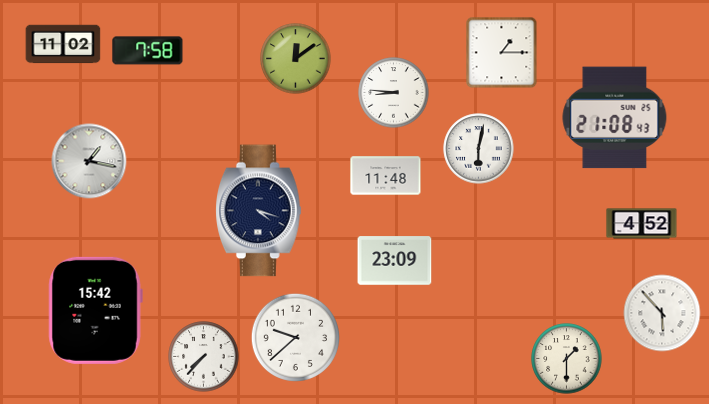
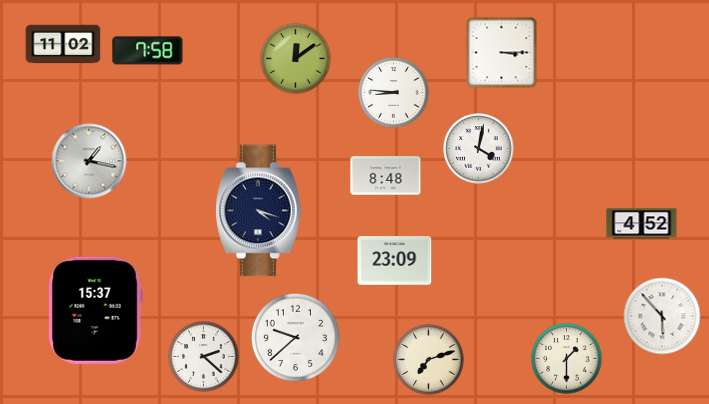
clock at (502, 53): 1:15 -> 3:15
clock at (615, 118): 21:08 -> none
clock at (479, 149): 6:02 -> 4:02
clock at (386, 176): 11:48 -> 8:48
clock at (95, 310): 15:42 -> 15:37
clock at (662, 313) position: (662, 313) -> (662, 316)
clock at (204, 357): 7:37 -> 2:22
clock at (429, 360): none -> 7:12
